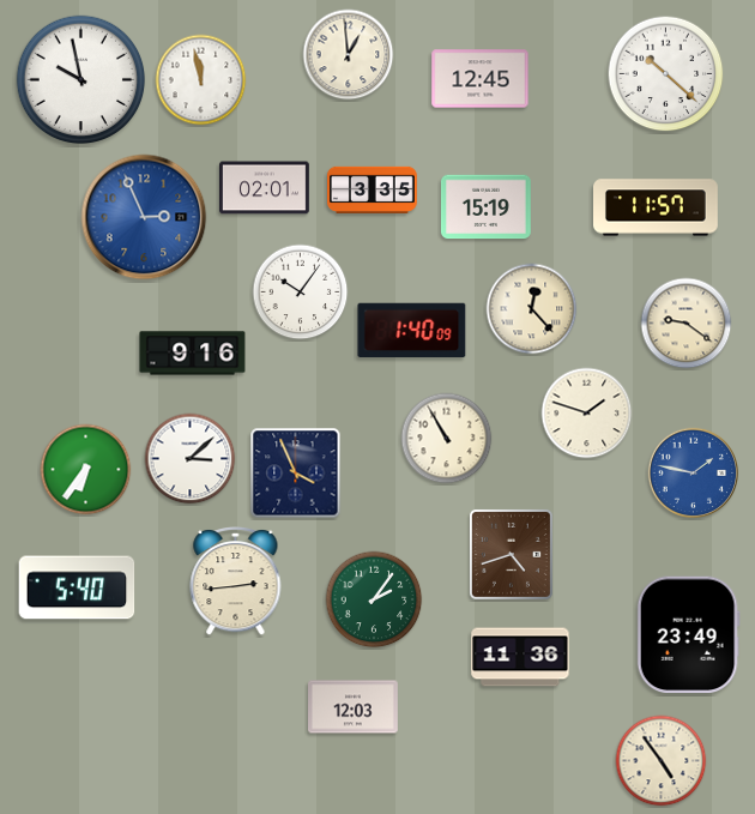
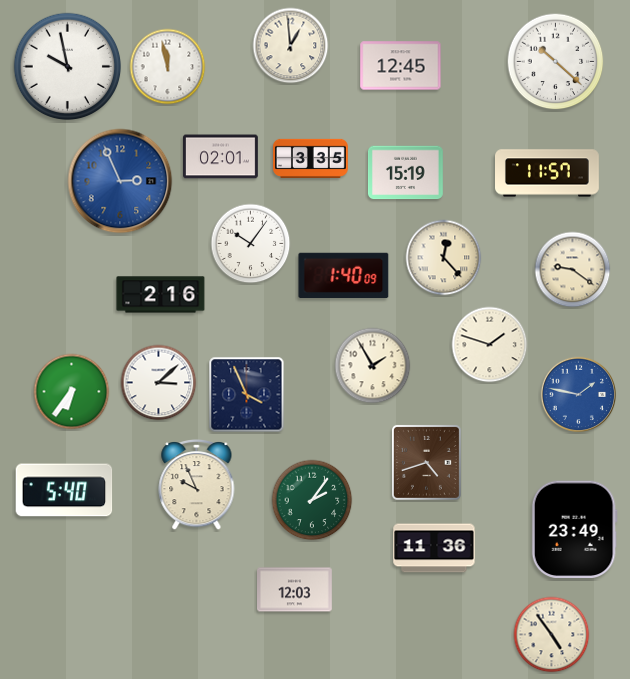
clock at (193, 354): 9:16 -> 2:16
clock at (447, 439): 10:55 -> 1:55
clock at (236, 581): 2:44 -> 9:56
